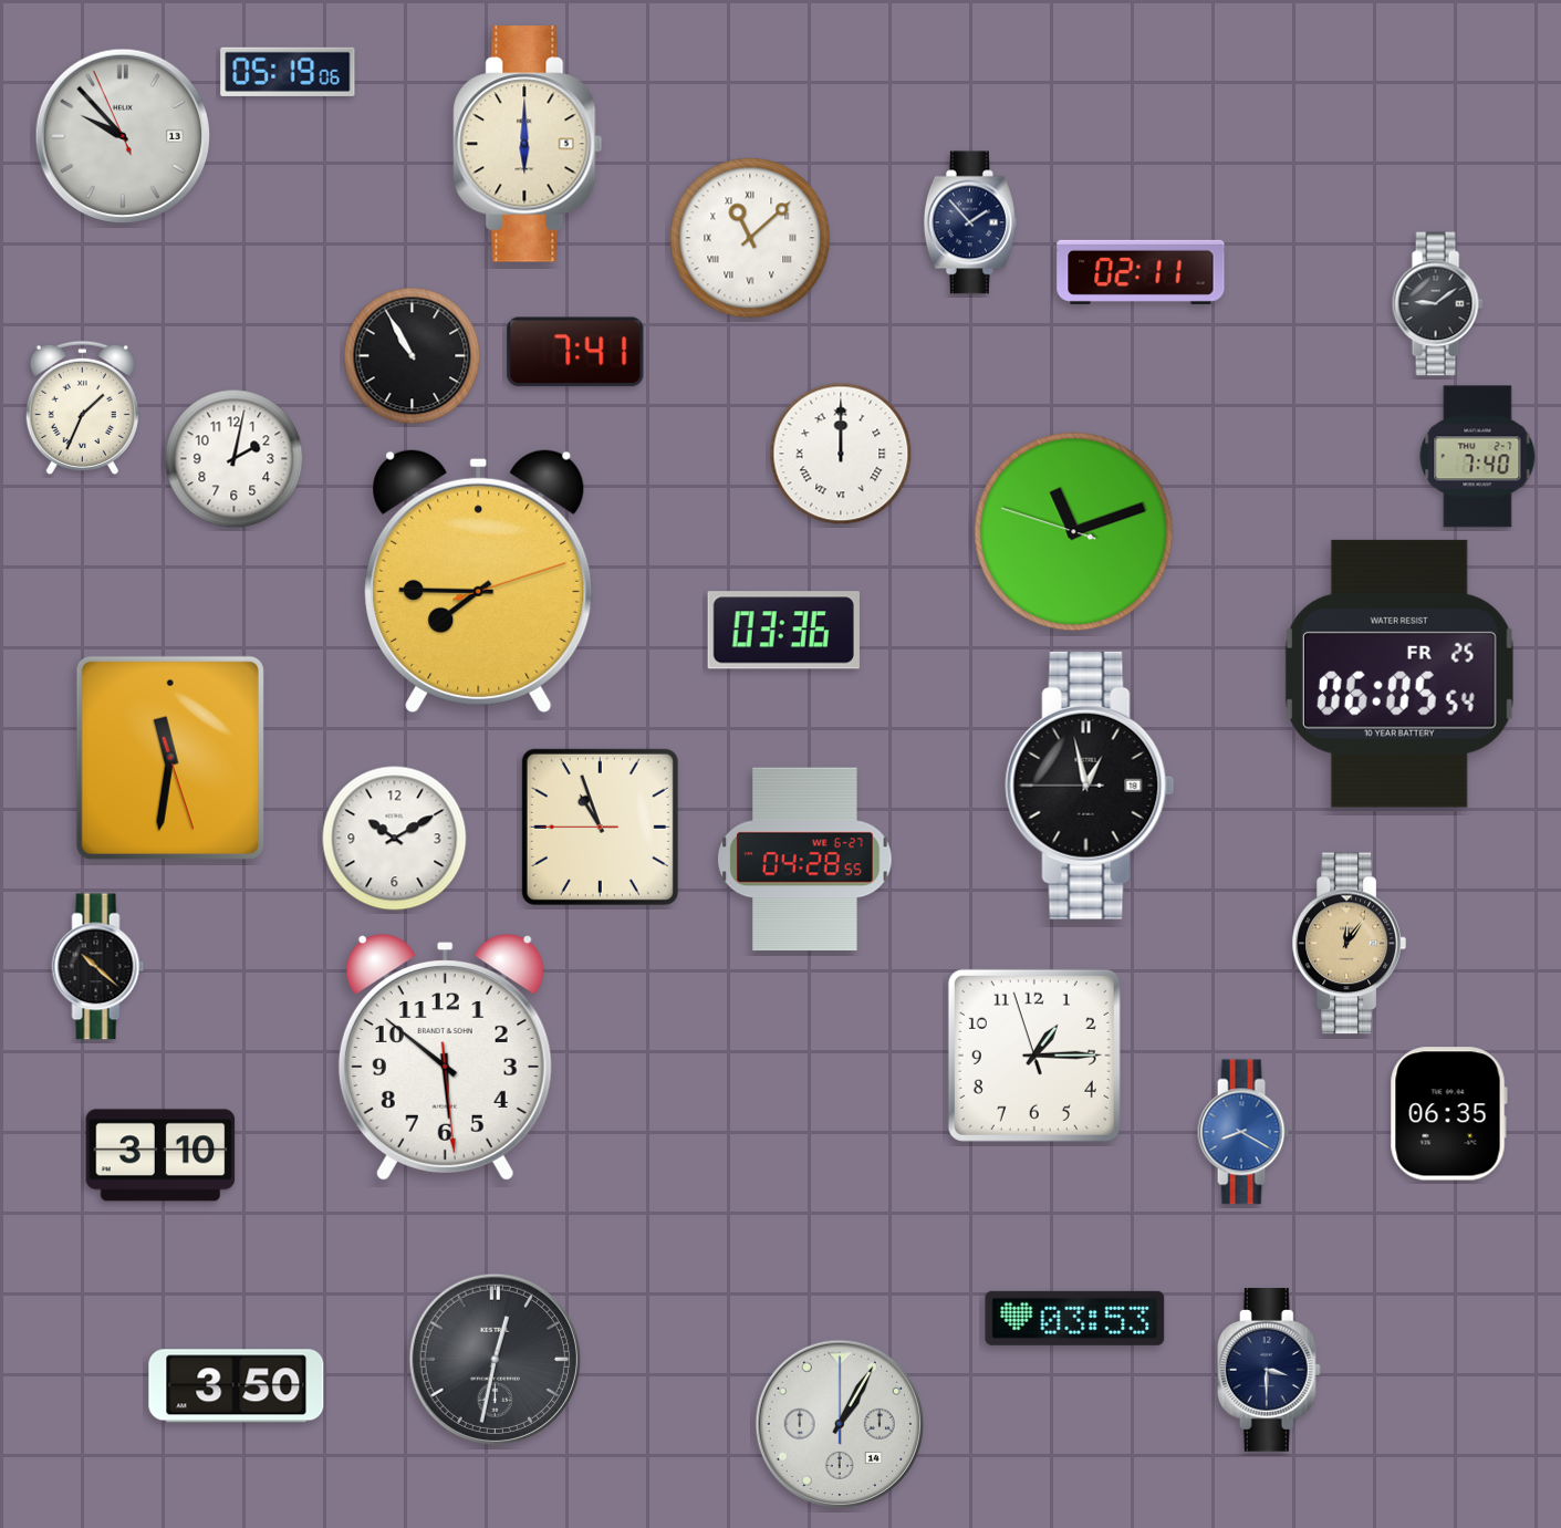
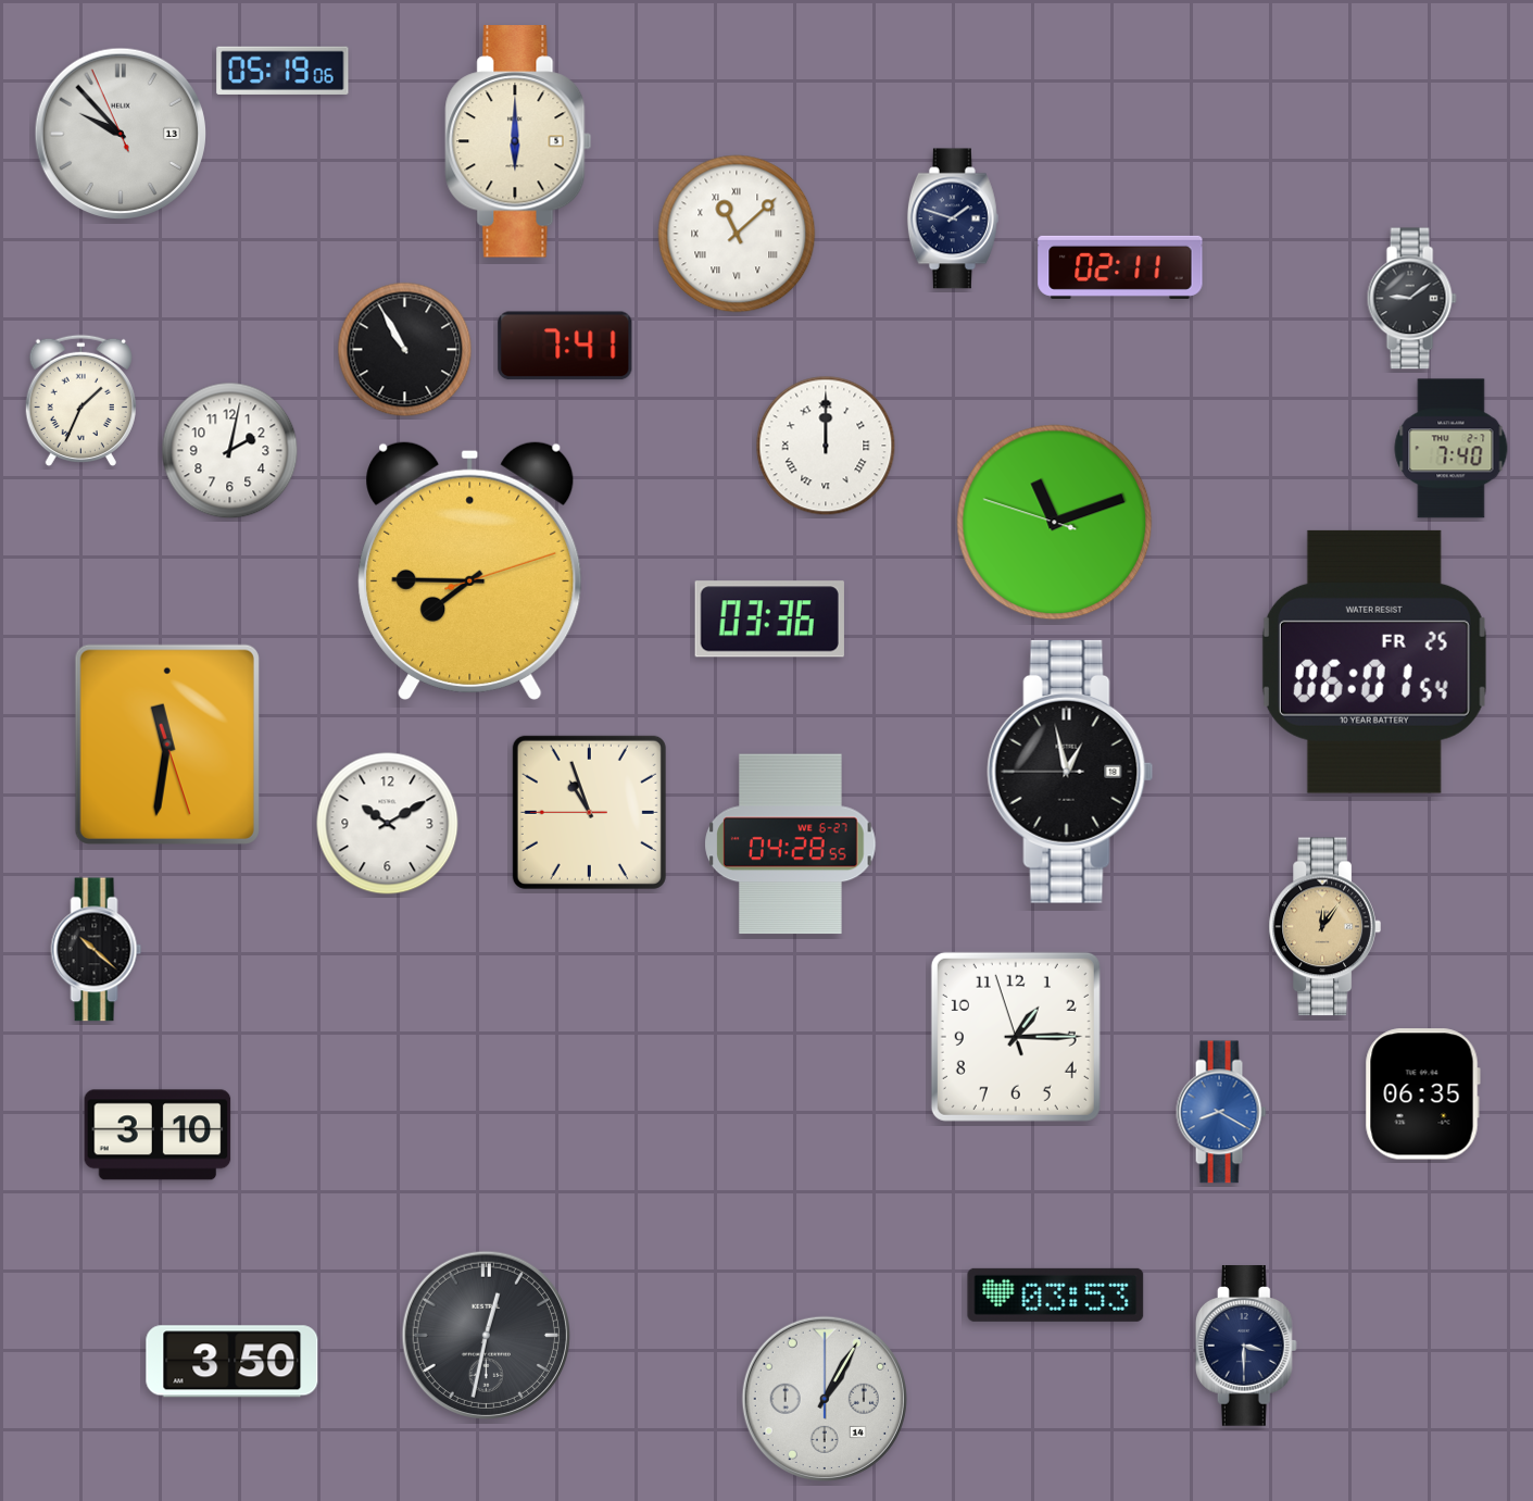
clock at (970, 222): 1:53 -> 1:48
clock at (1399, 674): 06:05 -> 06:01
clock at (445, 1058): 5:51 -> none
